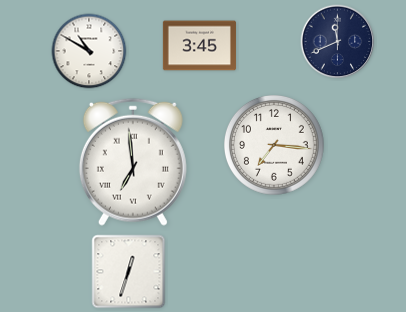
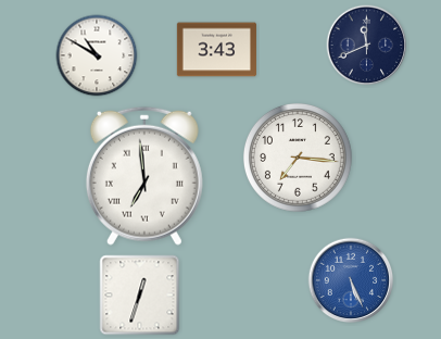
clock at (199, 46): 3:45 -> 3:43
clock at (351, 280): none -> 5:26
